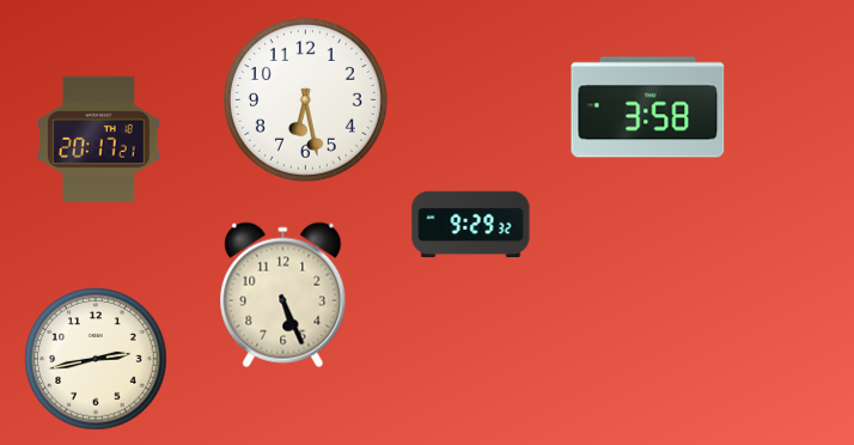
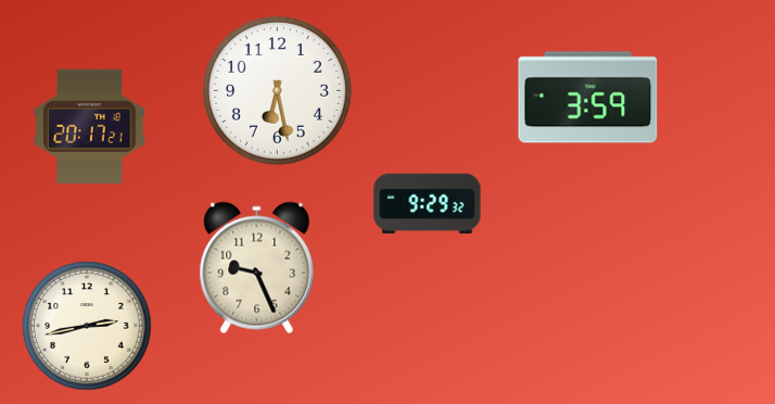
clock at (648, 108): 3:58 -> 3:59
clock at (283, 295): 5:26 -> 9:26
